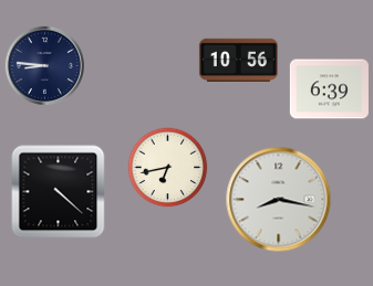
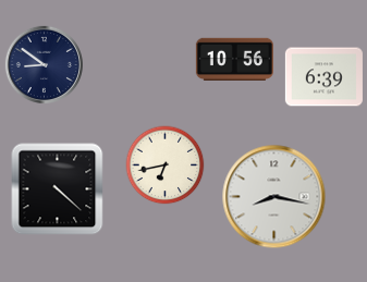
clock at (44, 65): 8:46 -> 8:51
clock at (329, 89) position: (329, 89) -> (323, 77)
